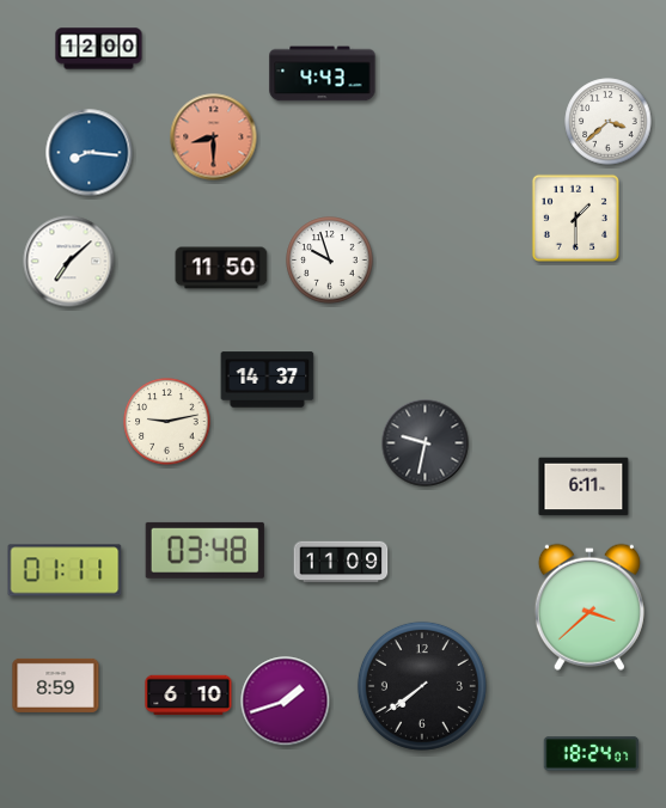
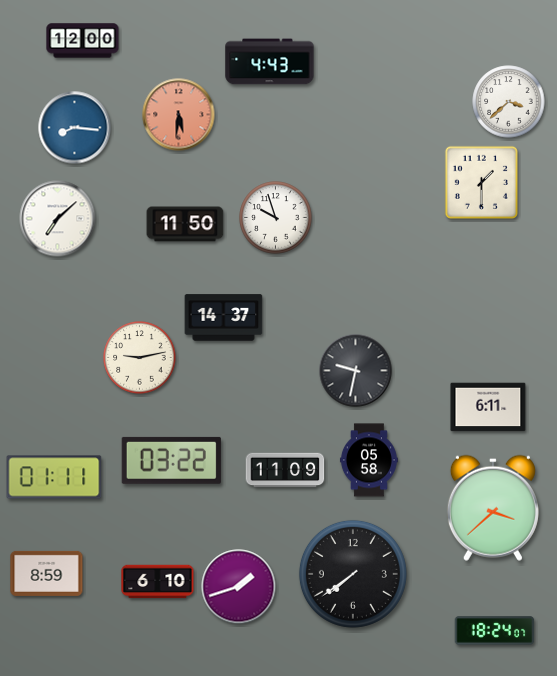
clock at (214, 137): 8:30 -> 5:31
clock at (167, 422) position: (167, 422) -> (140, 358)
clock at (204, 550): 03:48 -> 03:22
clock at (369, 460): none -> 05:58
